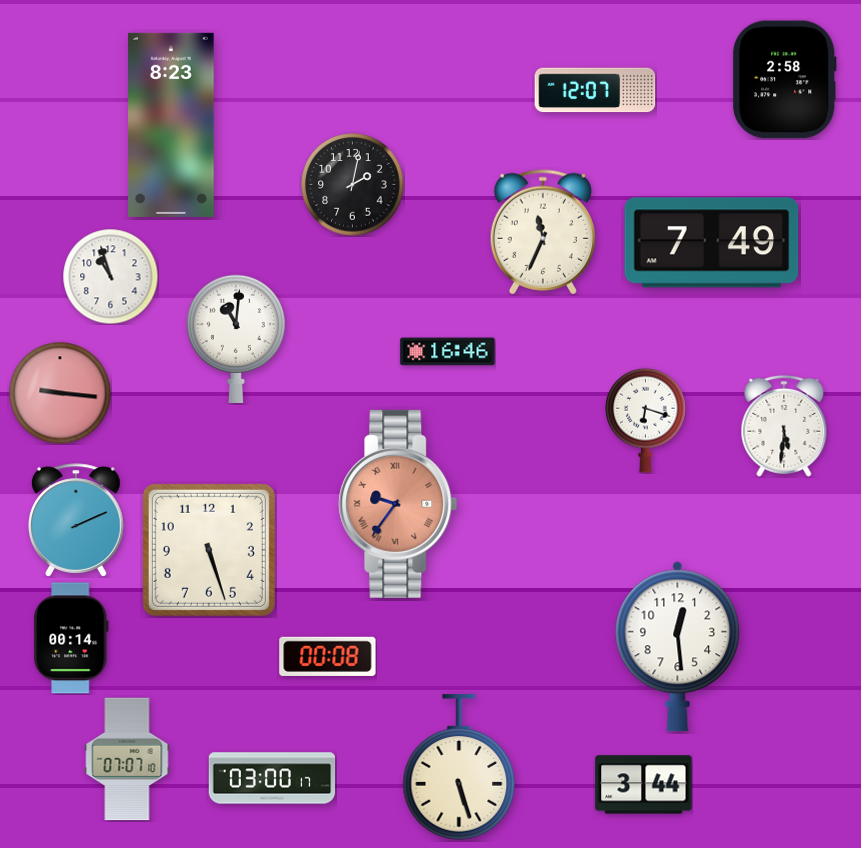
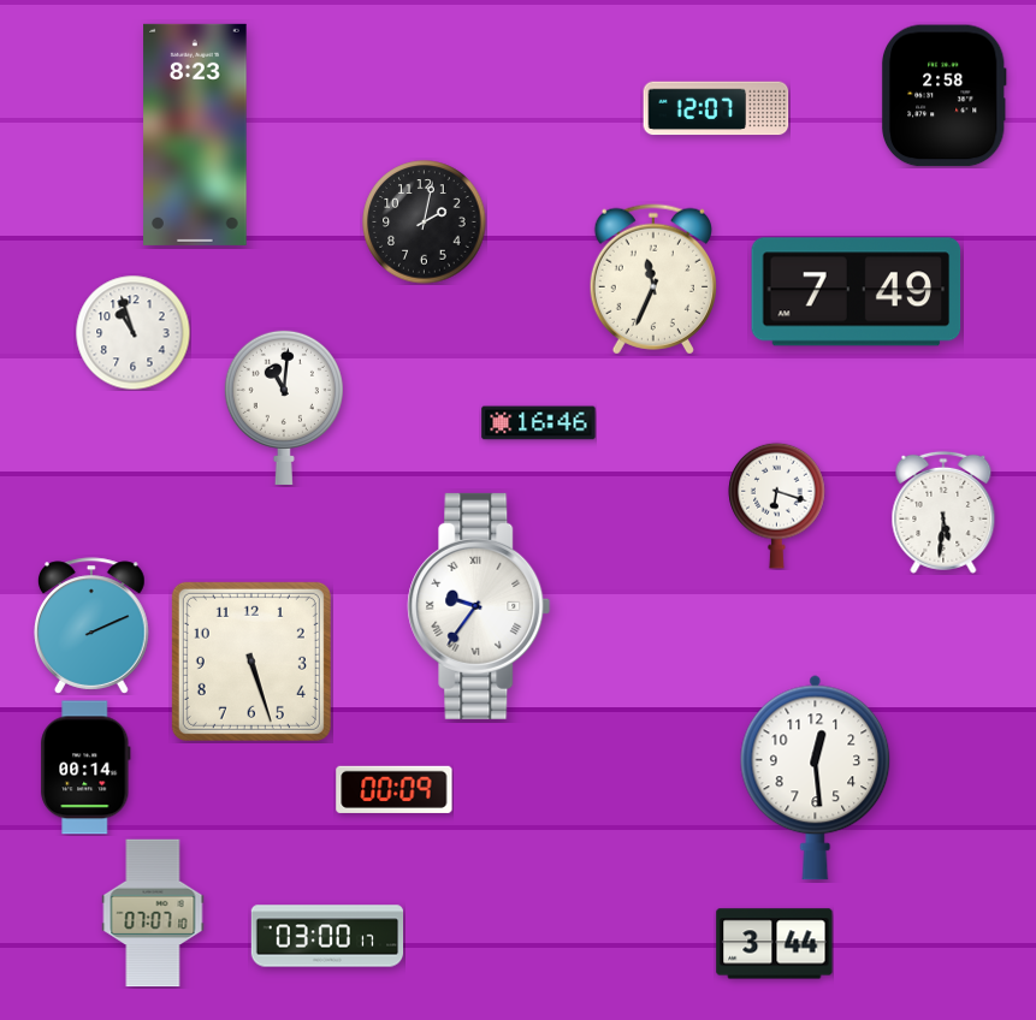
clock at (171, 125) position: (171, 125) -> (195, 135)
clock at (60, 393): 9:16 -> none
clock at (398, 504) dial: salmon -> white
clock at (328, 656): 00:08 -> 00:09
clock at (459, 767): 5:27 -> none
